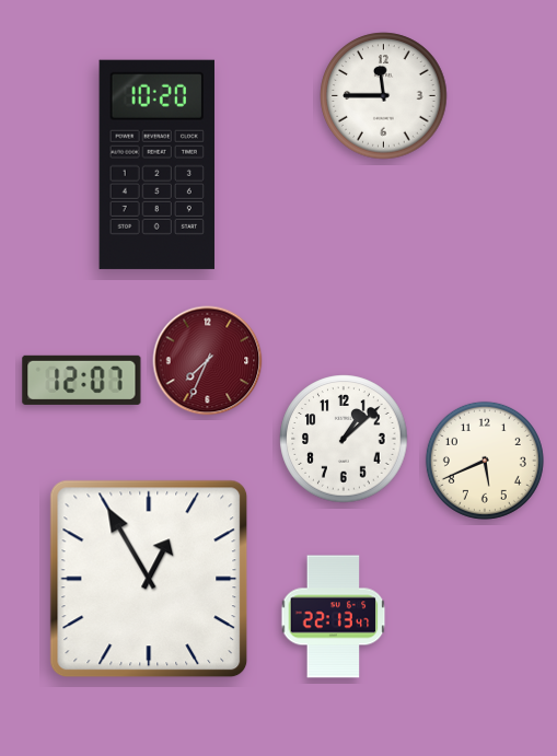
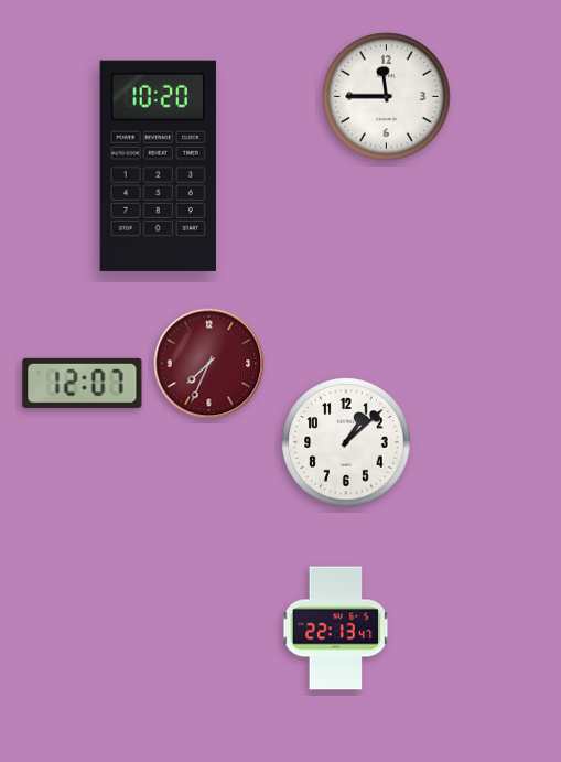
clock at (485, 461): 5:41 -> none
clock at (149, 579): 12:55 -> none
clock at (334, 617) position: (334, 617) -> (336, 629)
